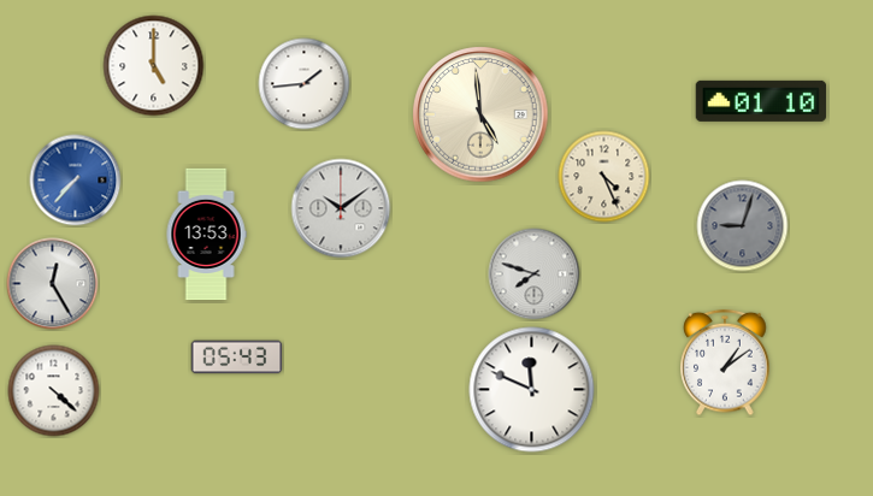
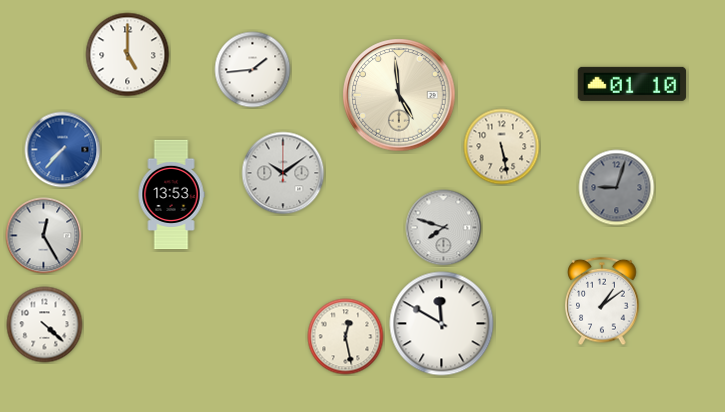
clock at (604, 177): 4:26 -> 5:28
clock at (237, 358): 05:43 -> none
clock at (532, 390): 11:49 -> 11:50
clock at (346, 337): none -> 12:28
